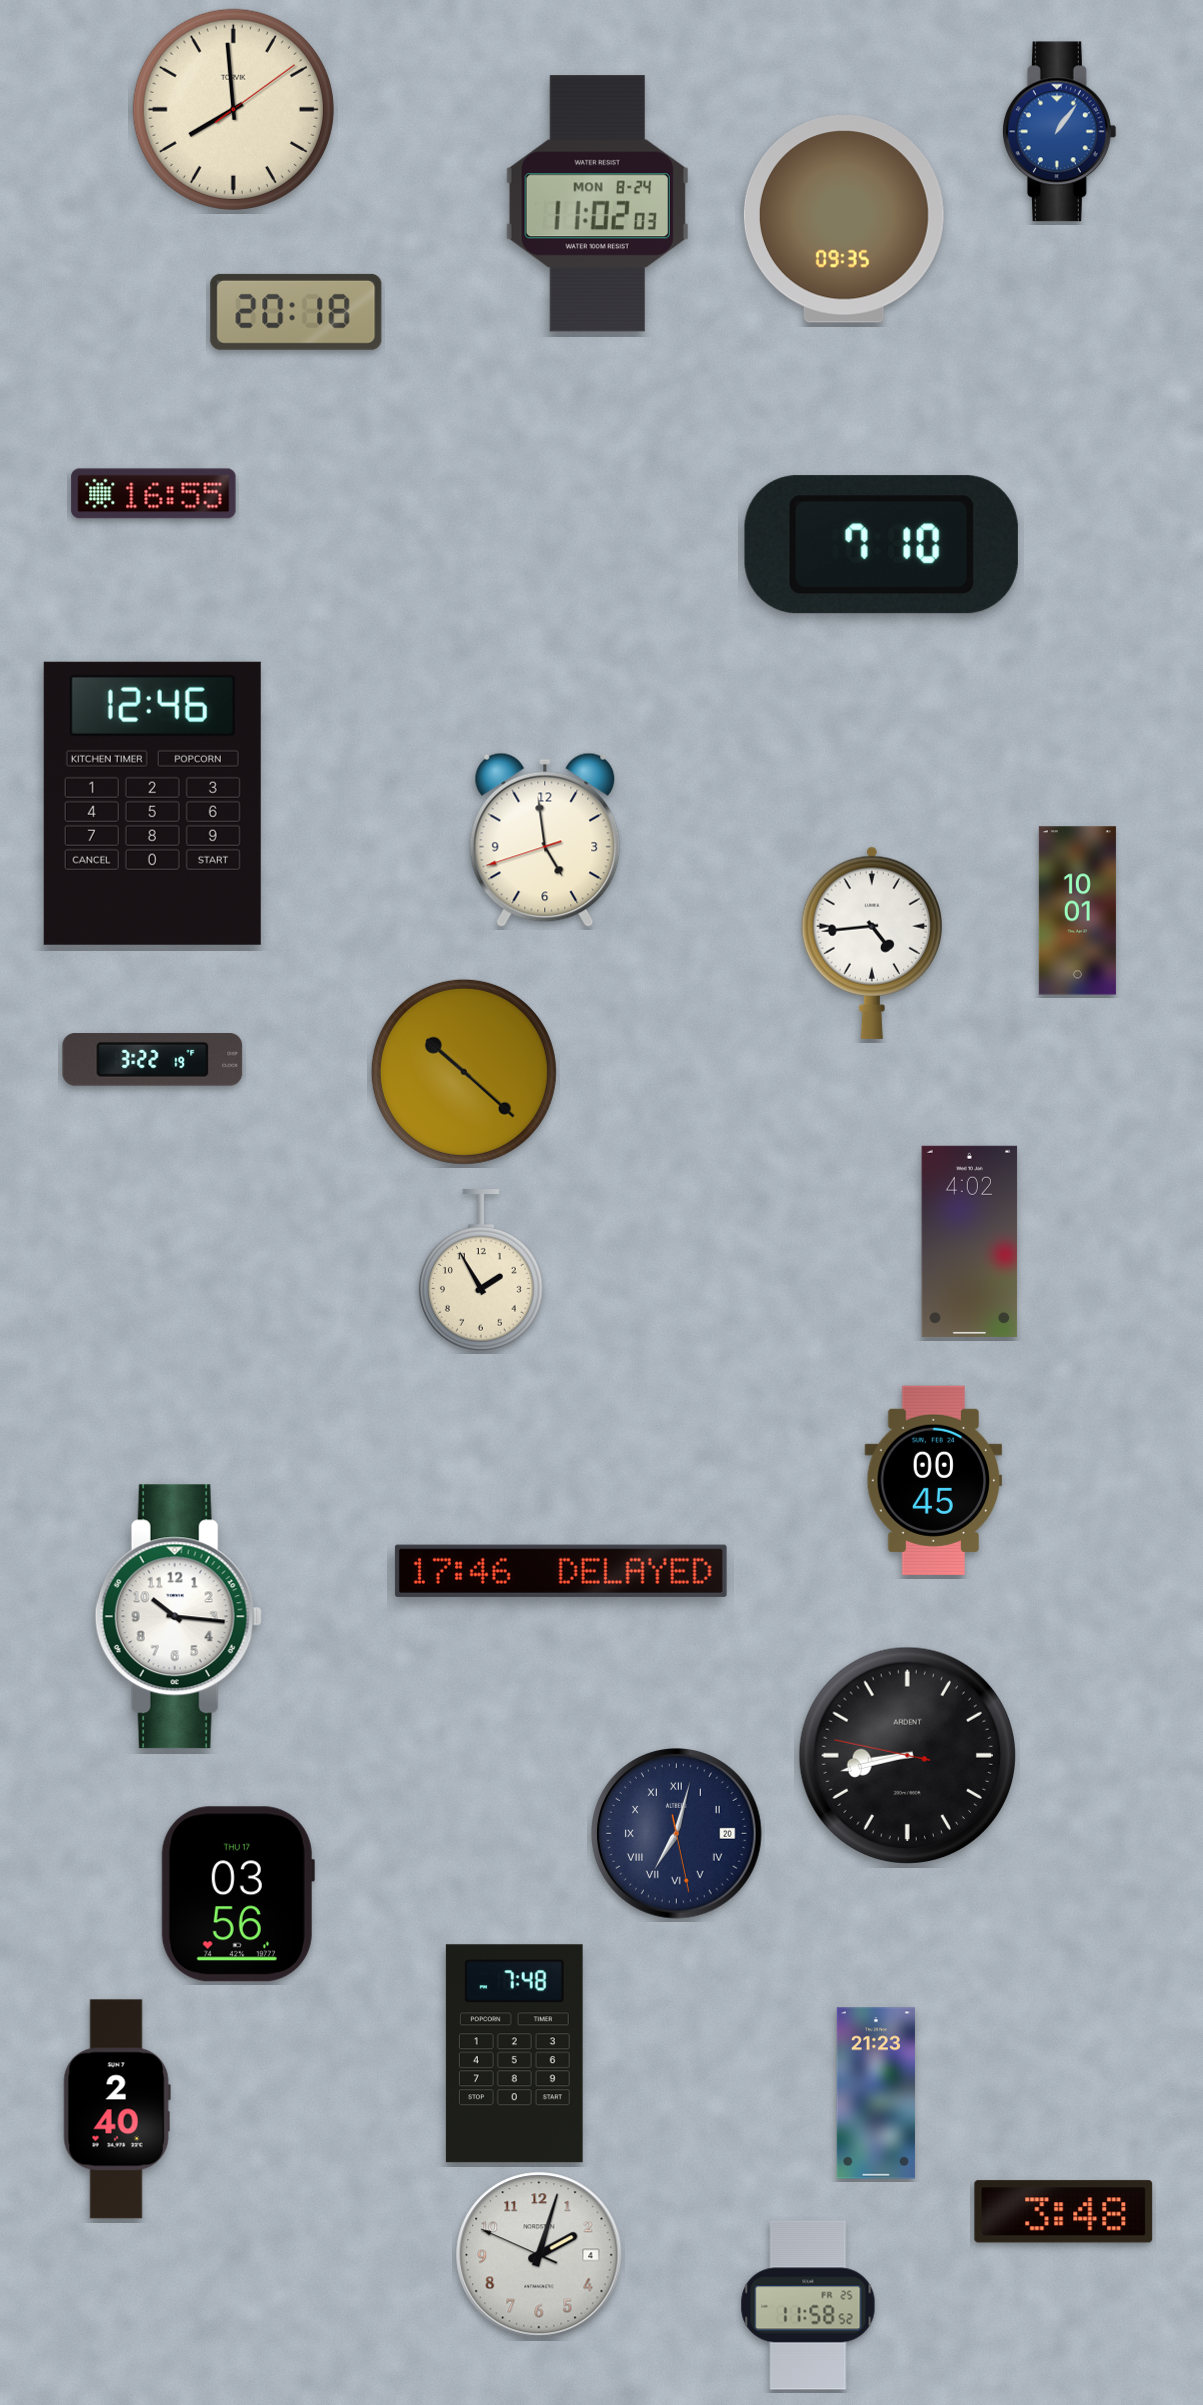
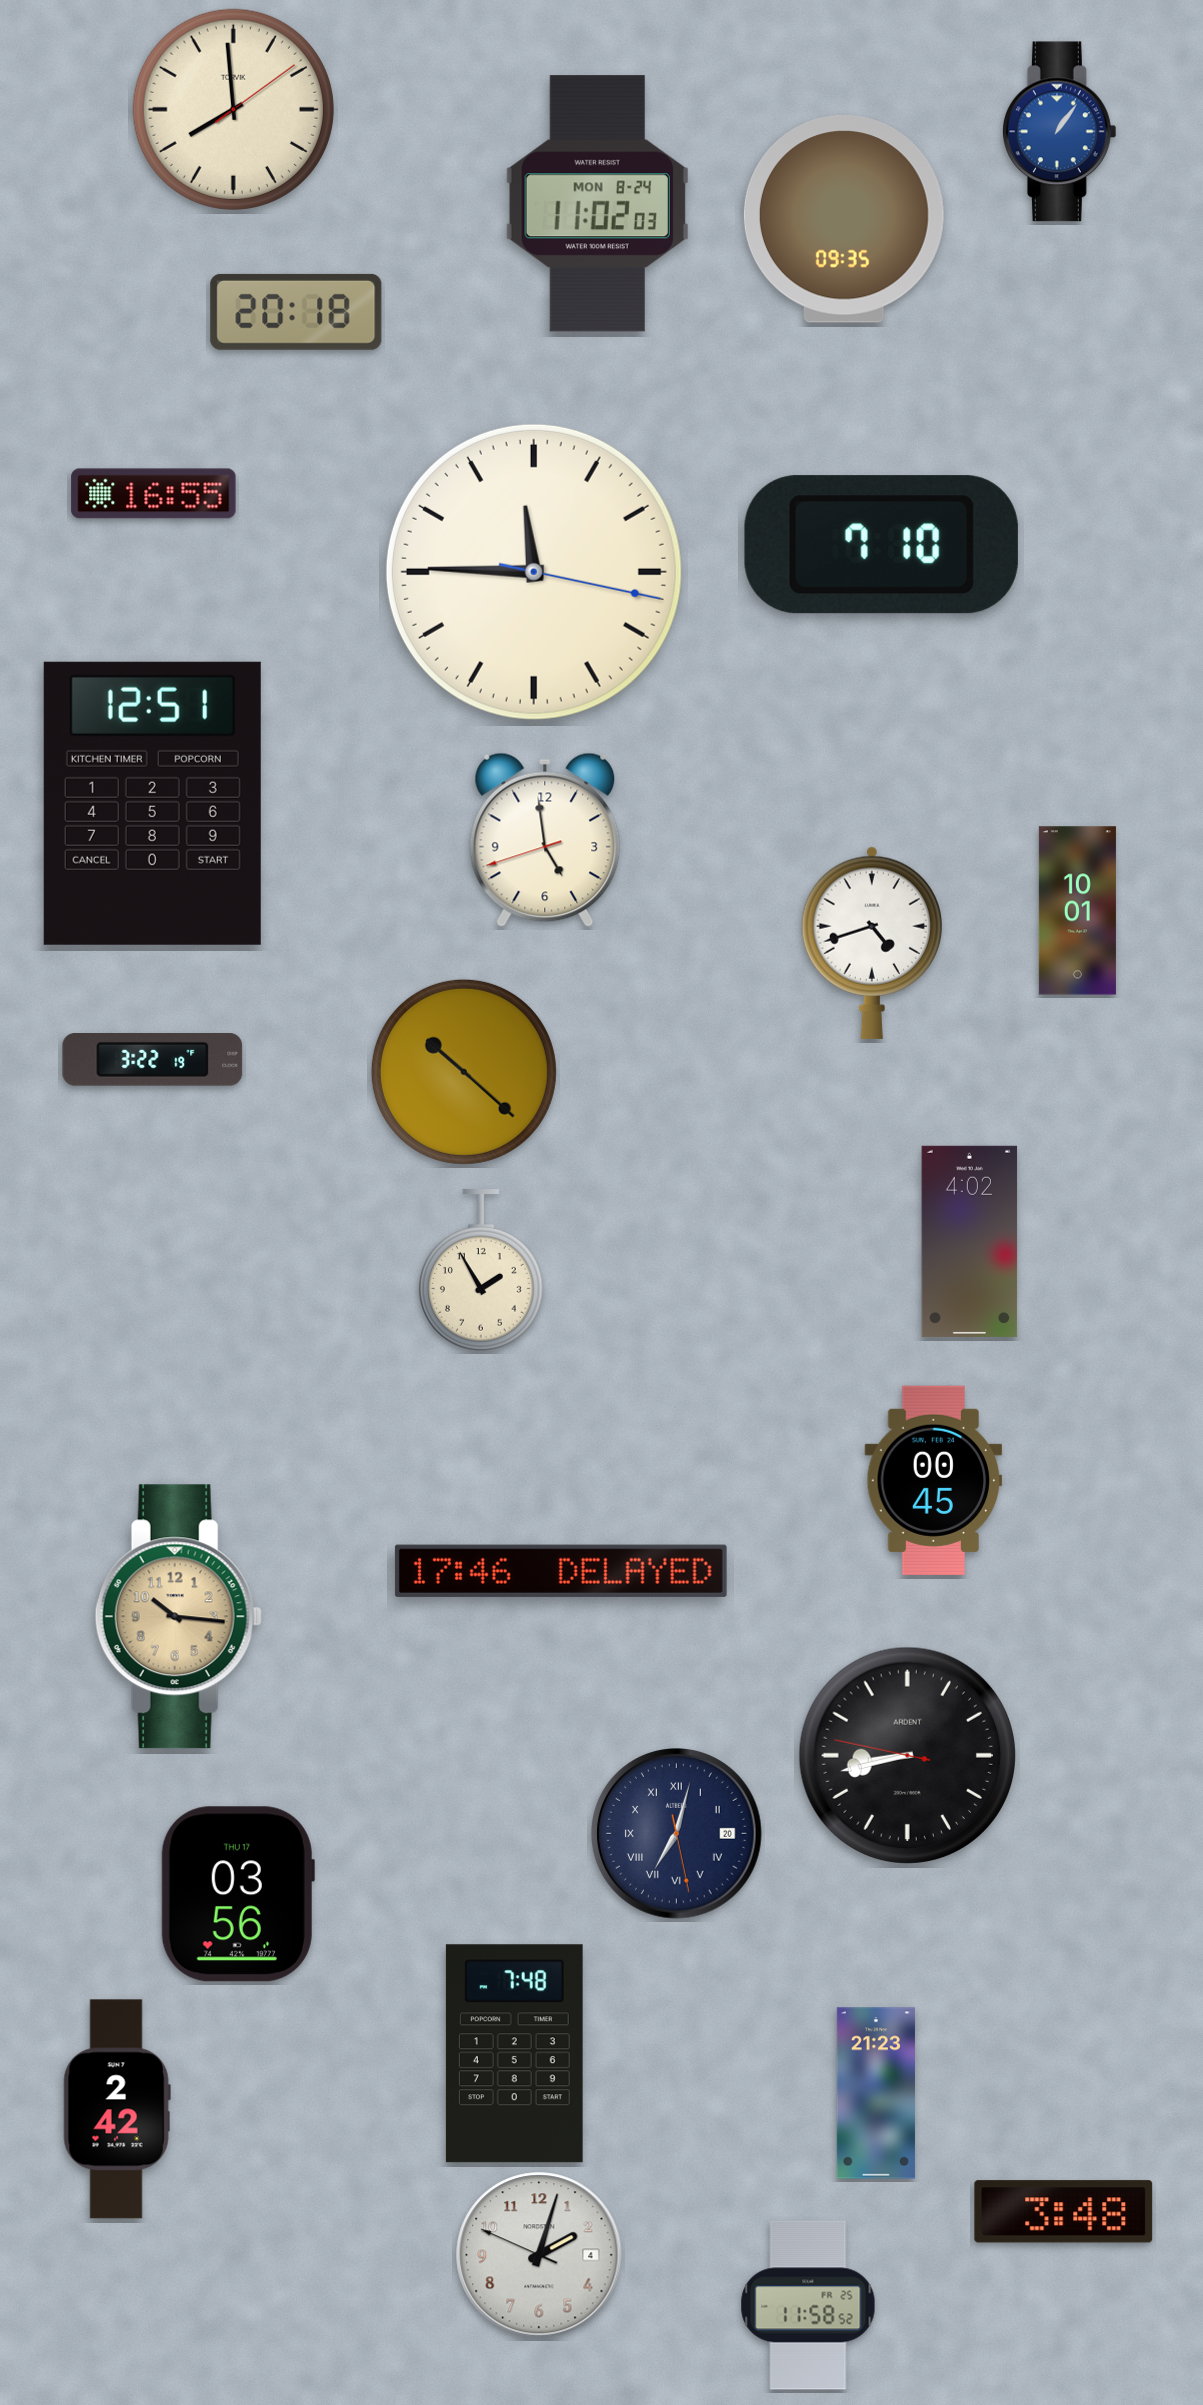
clock at (534, 572): none -> 11:45
clock at (152, 803): 12:46 -> 12:51
clock at (872, 943): 4:44 -> 4:42
clock at (178, 1617) dial: white -> champagne
clock at (117, 2109): 2:40 -> 2:42
